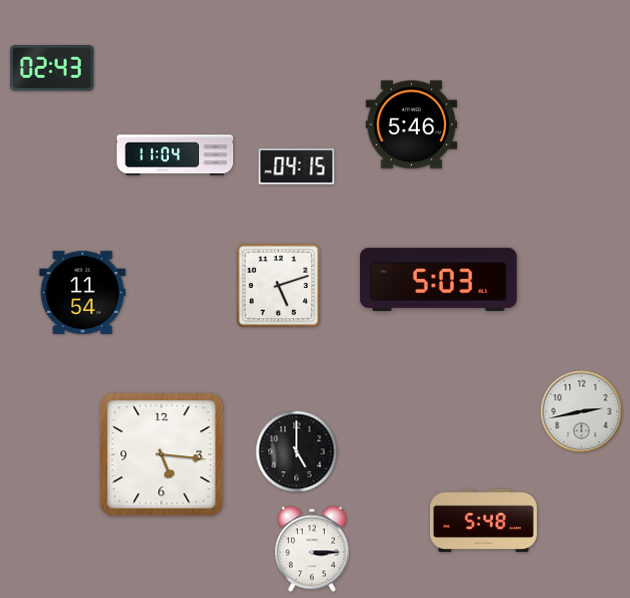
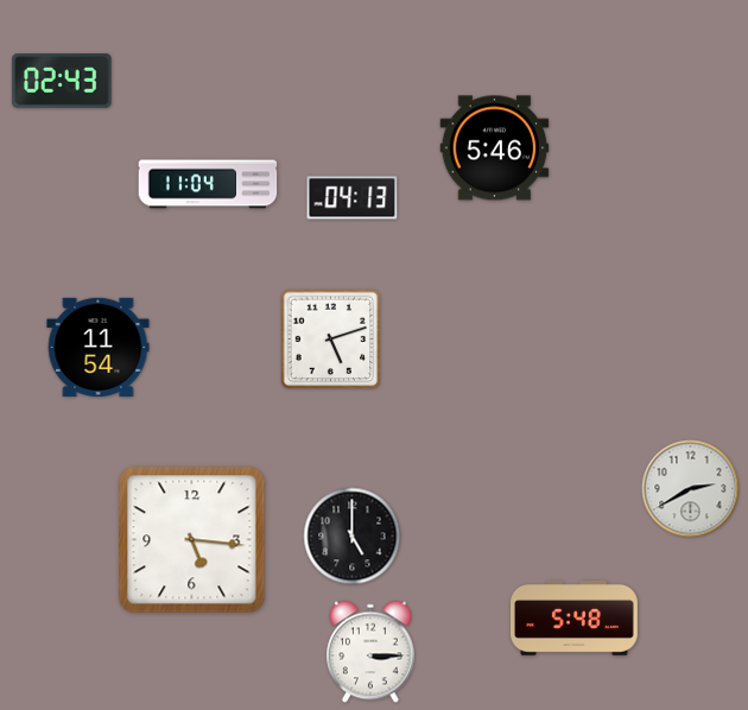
clock at (412, 125) position: (412, 125) -> (495, 148)
clock at (297, 167): 04:15 -> 04:13
clock at (438, 279): 5:03 -> none
clock at (582, 412): 2:43 -> 2:40
